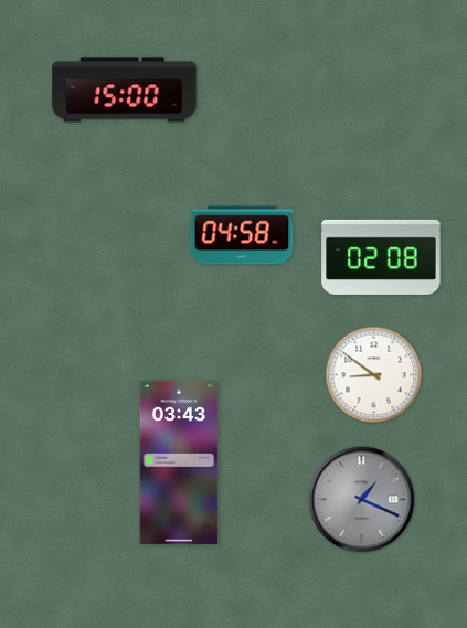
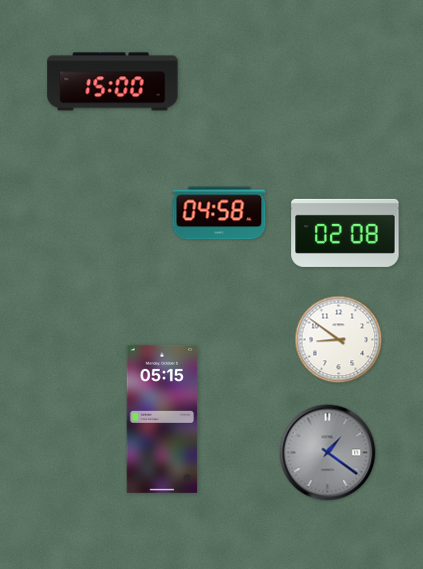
clock at (179, 462): 03:43 -> 05:15
clock at (362, 500): 1:19 -> 1:21
